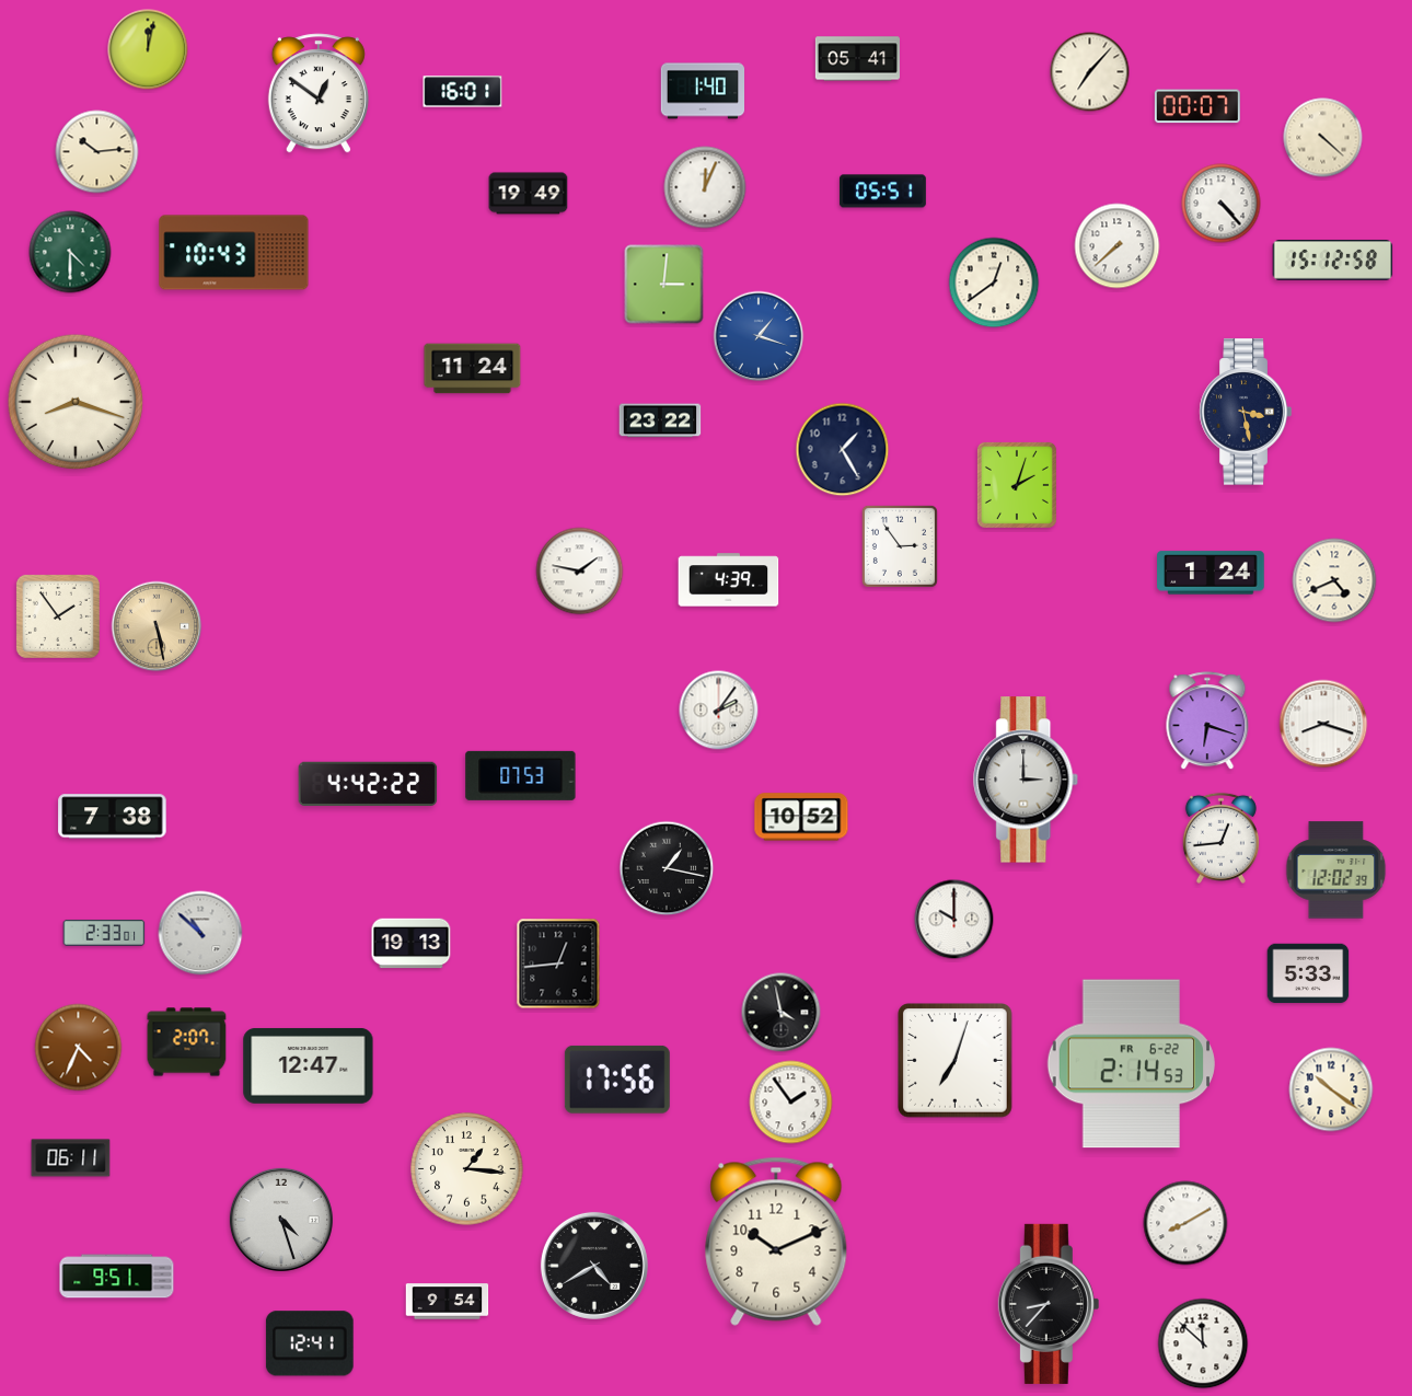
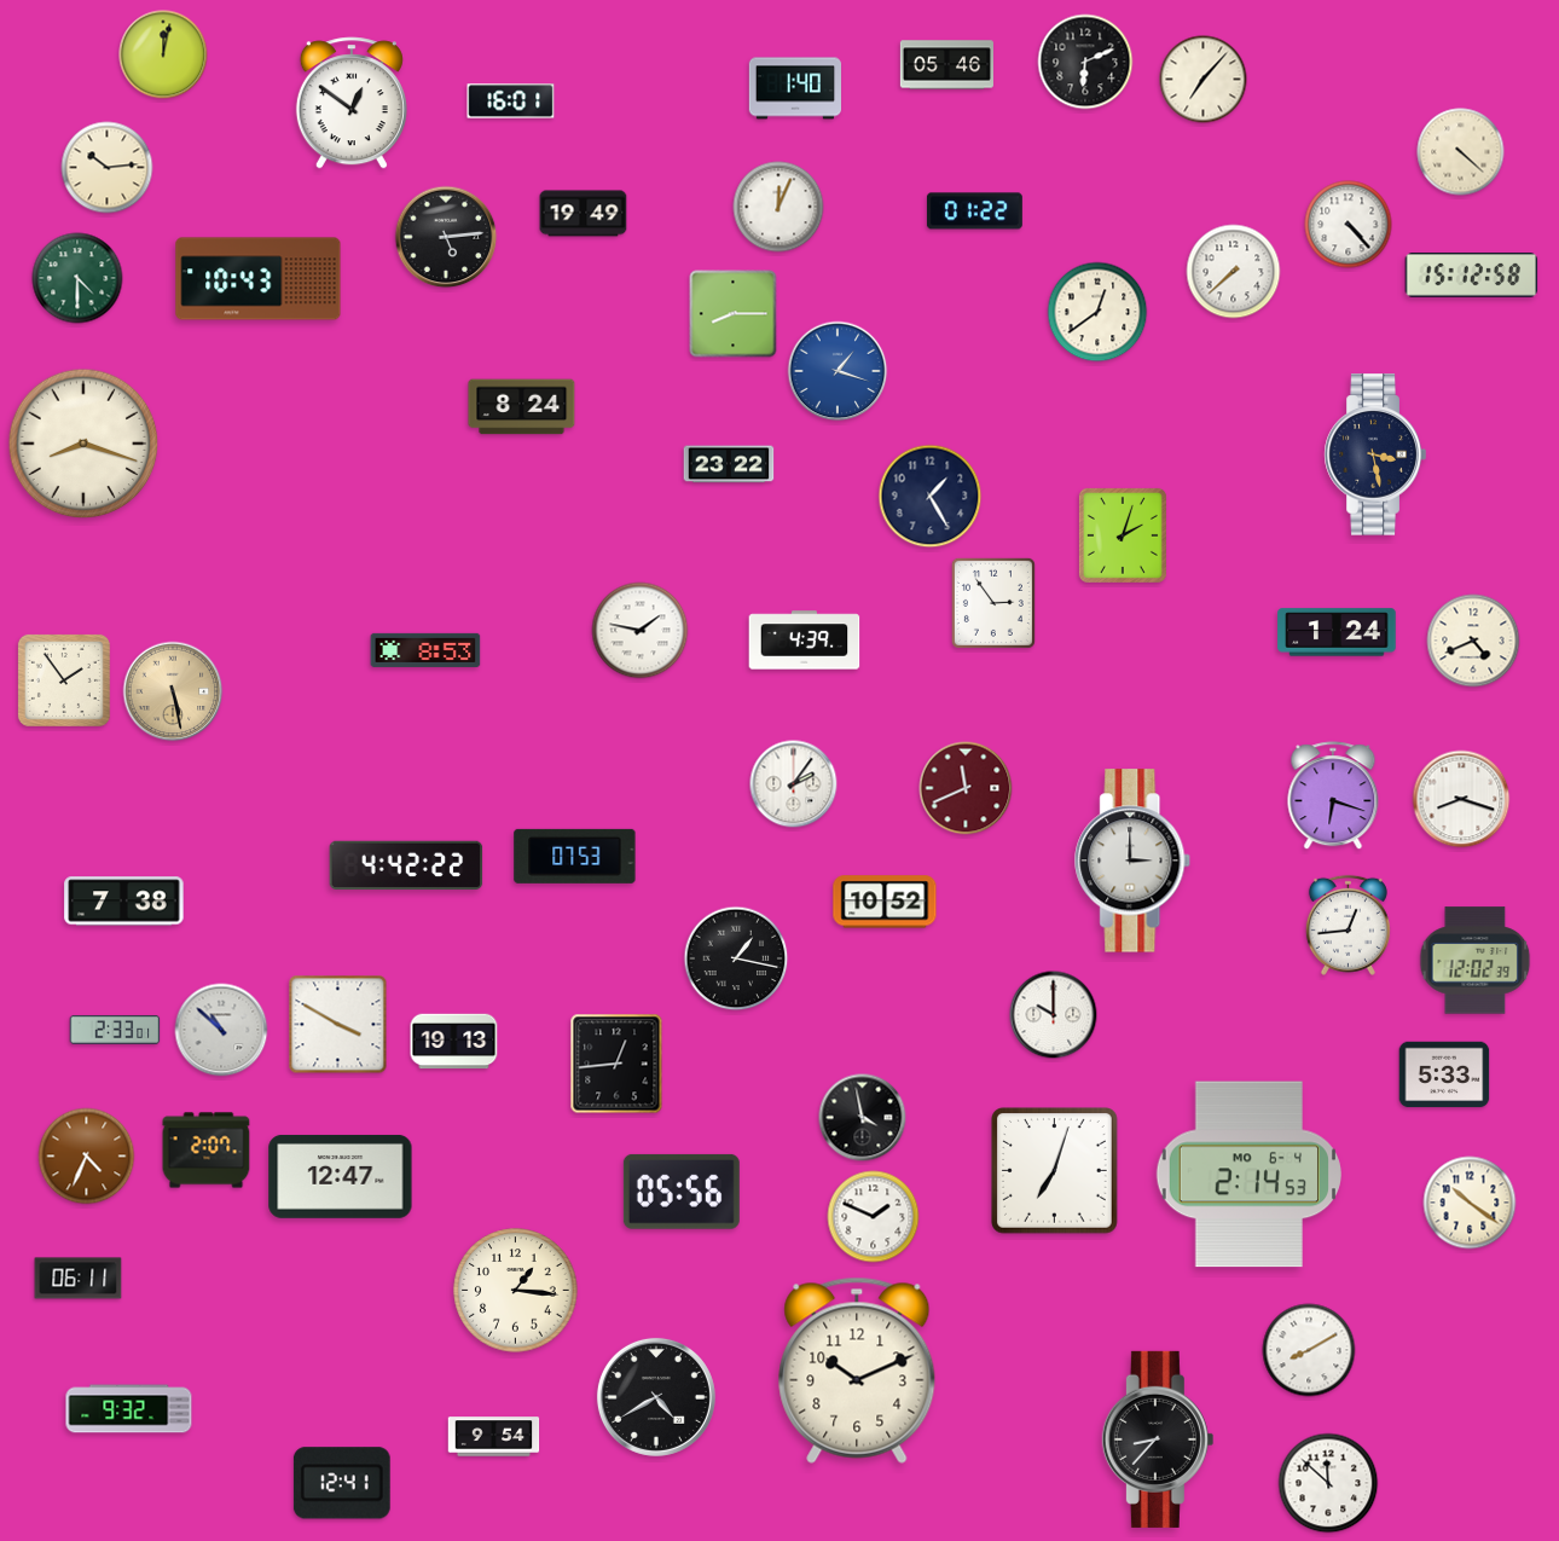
clock at (1085, 62): none -> 6:11
clock at (857, 59): 05:41 -> 05:46
clock at (703, 91) position: (703, 91) -> (795, 88)
clock at (1197, 106): 00:07 -> none
clock at (882, 192): 05:51 -> 01:22
clock at (446, 237): none -> 5:14
clock at (1333, 261) position: (1333, 261) -> (1472, 276)
clock at (664, 285): 3:01 -> 8:15
clock at (473, 369): 11:24 -> 8:24
clock at (425, 650): none -> 8:53
clock at (966, 788): none -> 11:41
clock at (338, 1025): none -> 3:50
clock at (1131, 1064) date: FR 6-22 -> MO 6-4
clock at (617, 1080): 17:56 -> 05:56
clock at (791, 1103): 1:54 -> 1:49
clock at (281, 1220): 4:27 -> none
clock at (117, 1277): 9:51 -> 9:32
